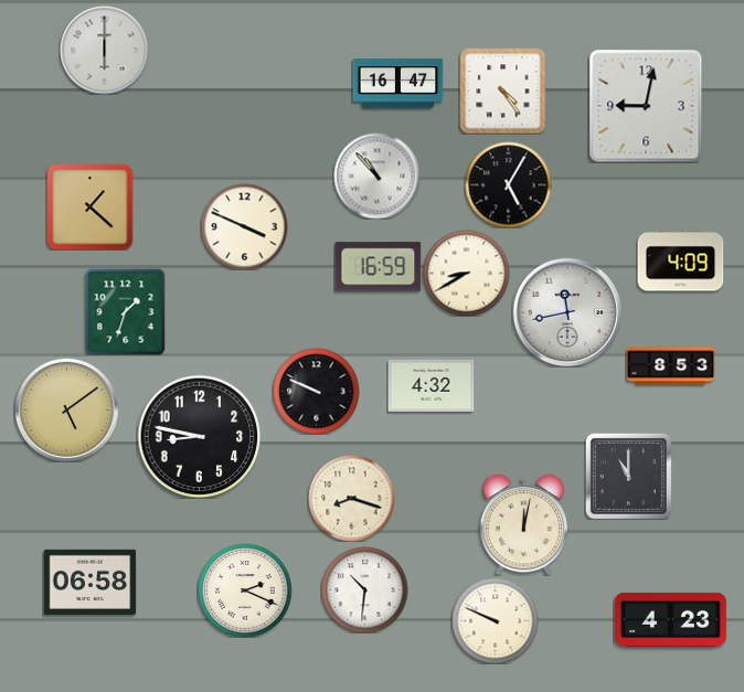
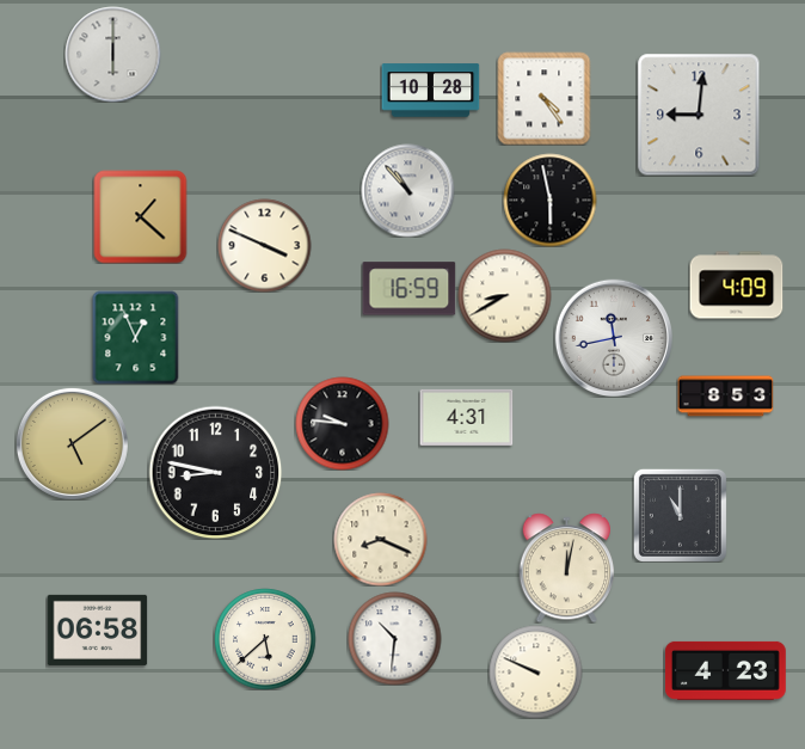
clock at (397, 84): 16:47 -> 10:28
clock at (646, 106): 9:02 -> 9:01
clock at (508, 184): 5:05 -> 5:58
clock at (89, 206) position: (89, 206) -> (140, 216)
clock at (680, 260) position: (680, 260) -> (736, 286)
clock at (126, 311): 1:33 -> 12:56
clock at (431, 385): 4:32 -> 4:31
clock at (316, 391): 9:49 -> 9:46
clock at (351, 498): 8:18 -> 8:19
clock at (245, 590): 2:19 -> 5:38
